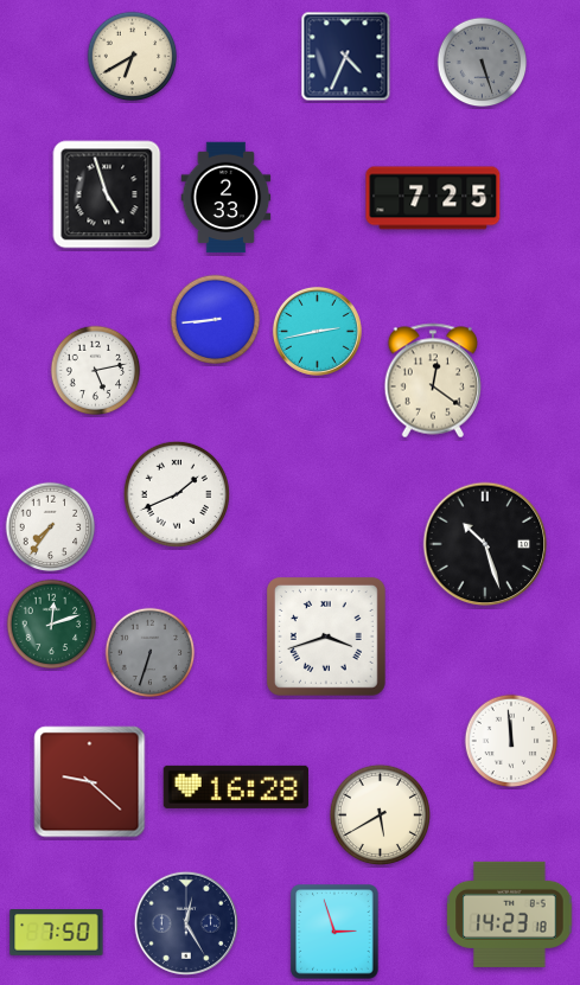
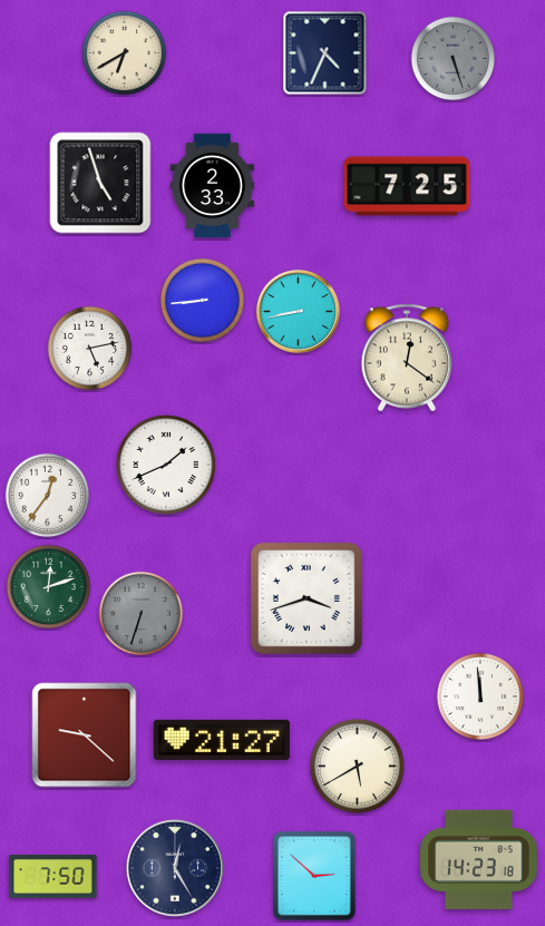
clock at (317, 331): 2:43 -> 8:43
clock at (51, 527): 7:36 -> 12:36
clock at (485, 544): 10:27 -> none
clock at (235, 787): 16:28 -> 21:27
clock at (334, 932): 2:57 -> 2:52
